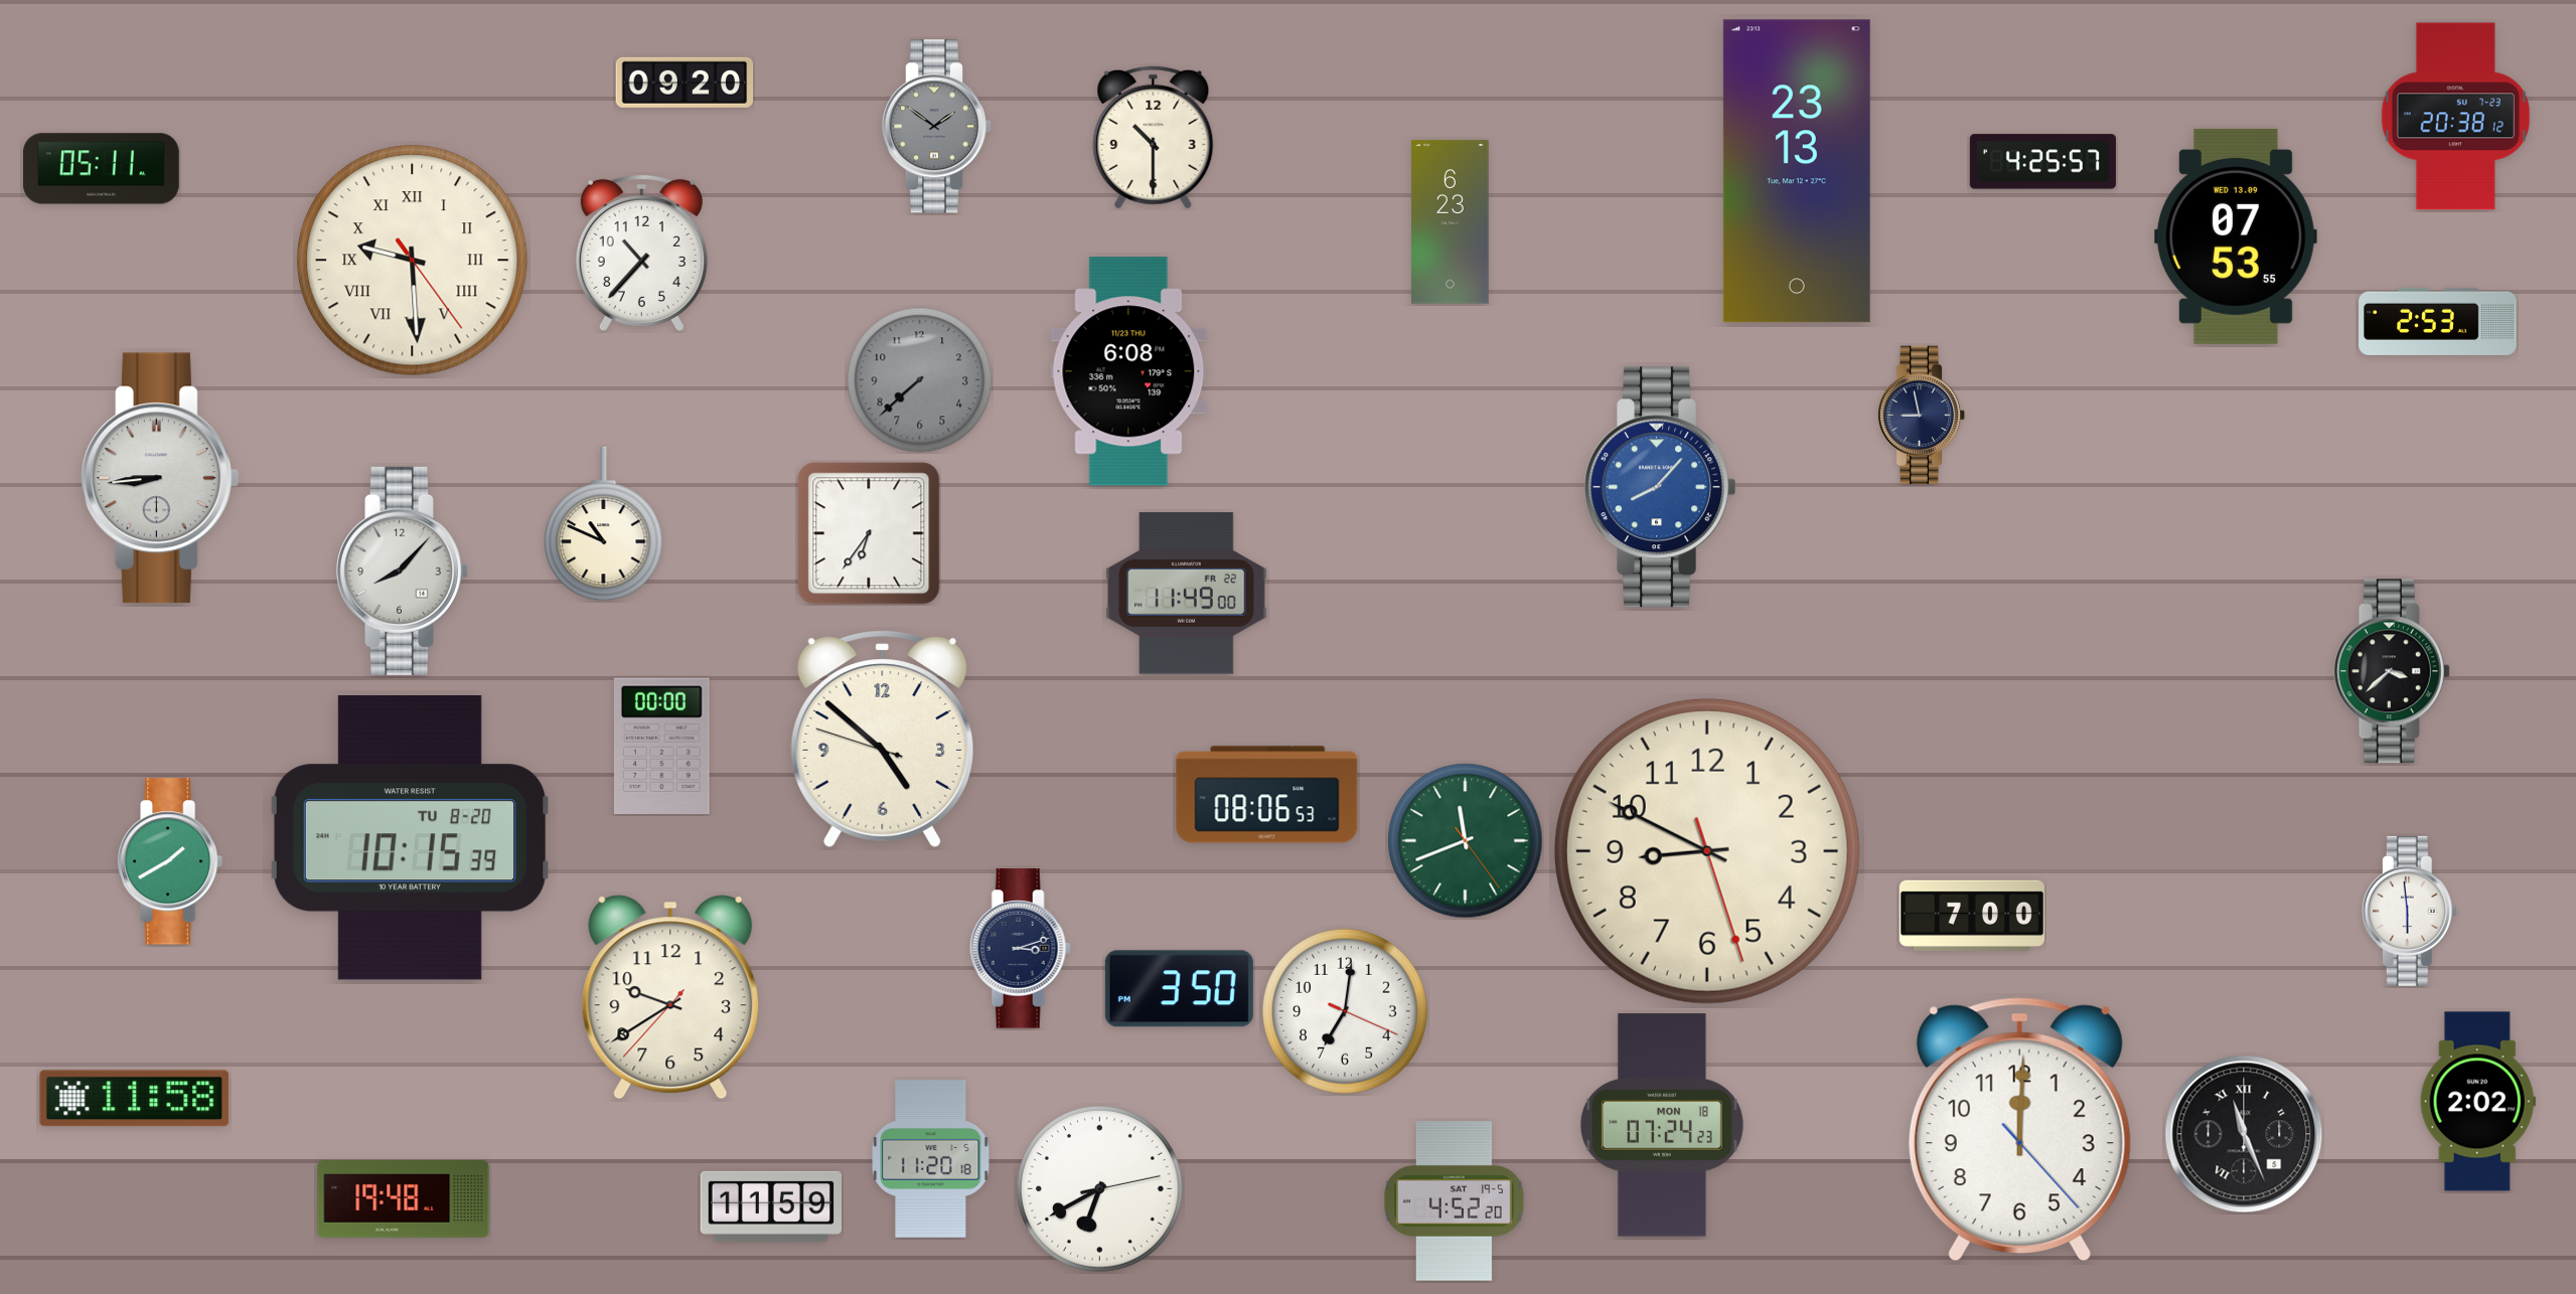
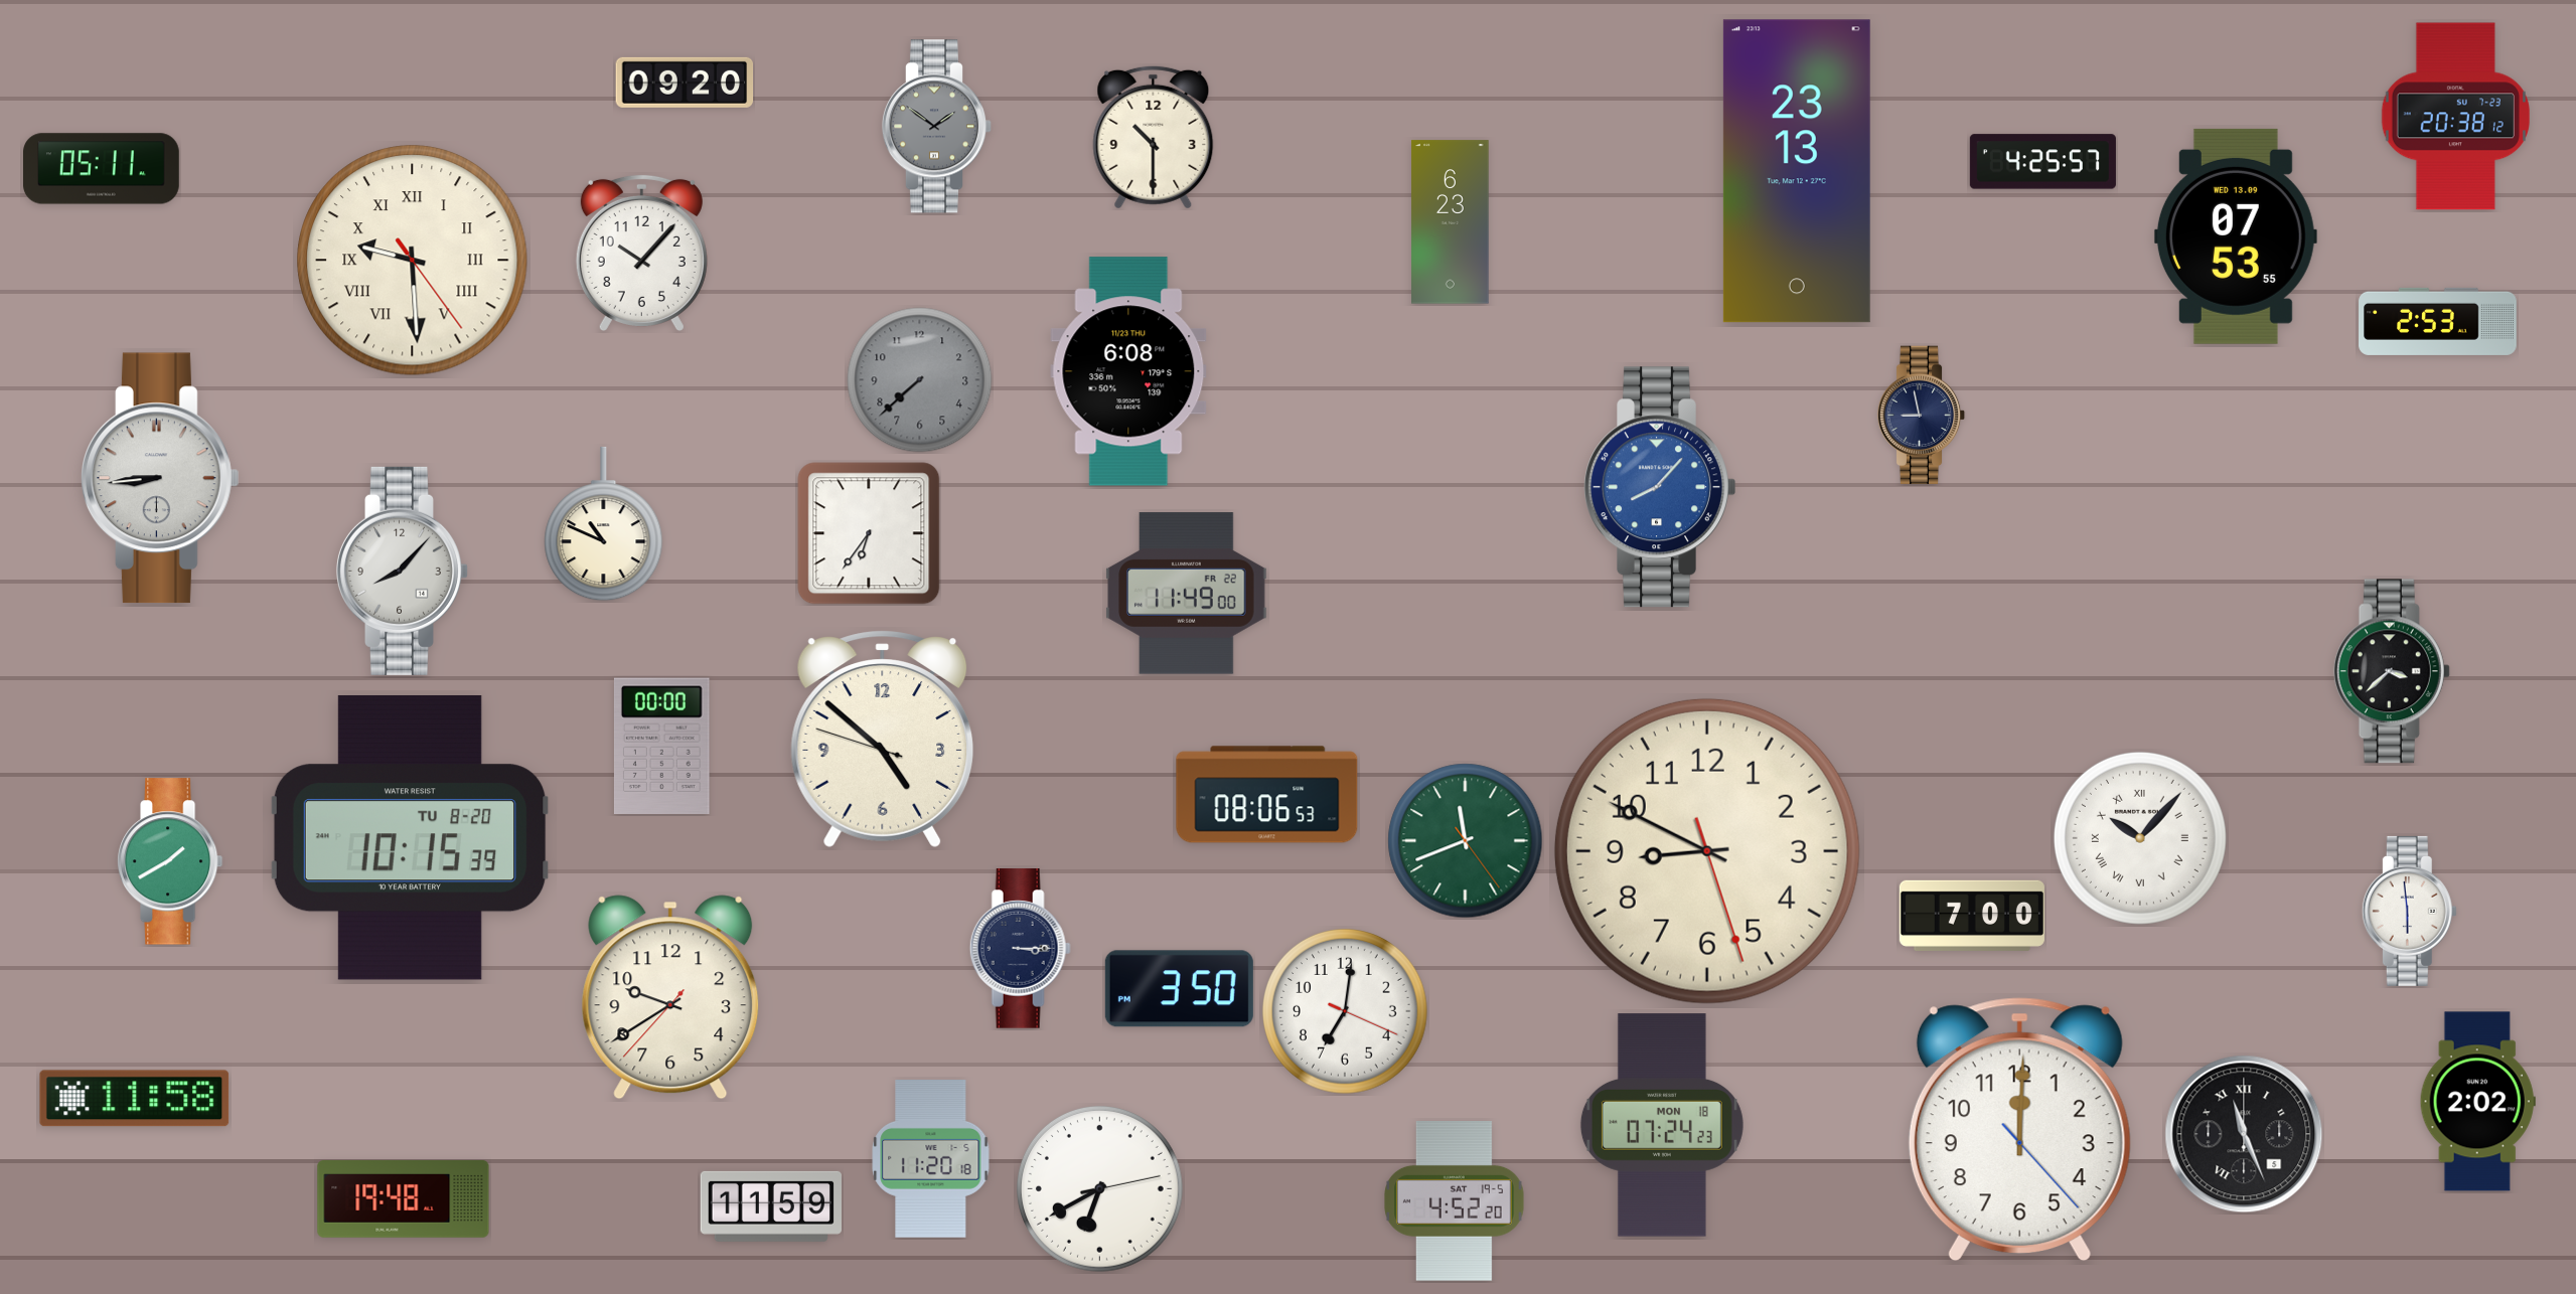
clock at (641, 253): 10:37 -> 10:07
clock at (2140, 838): none -> 10:07
clock at (1020, 949): 3:12 -> 3:15
